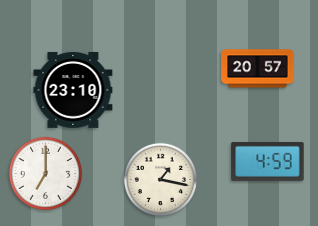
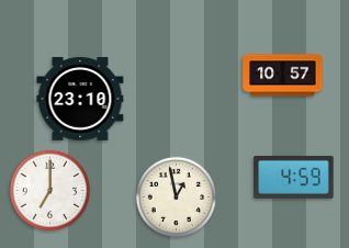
clock at (258, 69): 20:57 -> 10:57
clock at (160, 179): 1:17 -> 12:58
